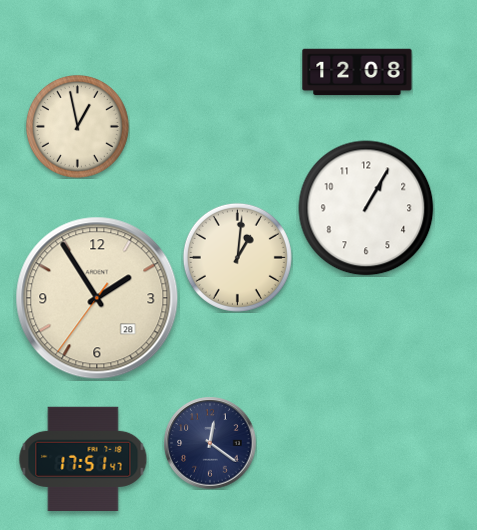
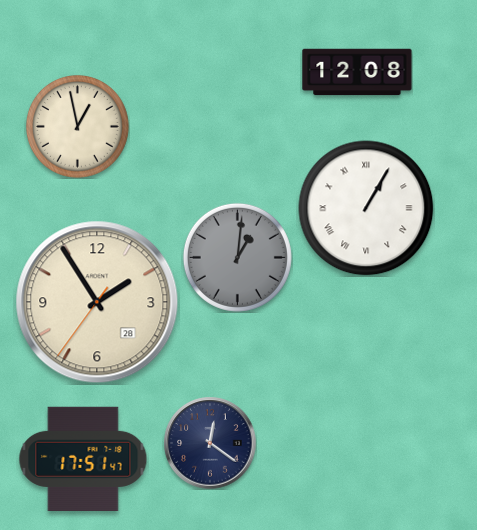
clock at (366, 208) numerals: Arabic -> Roman
clock at (237, 257) dial: cream -> grey
clock at (97, 298) position: (97, 298) -> (97, 302)
